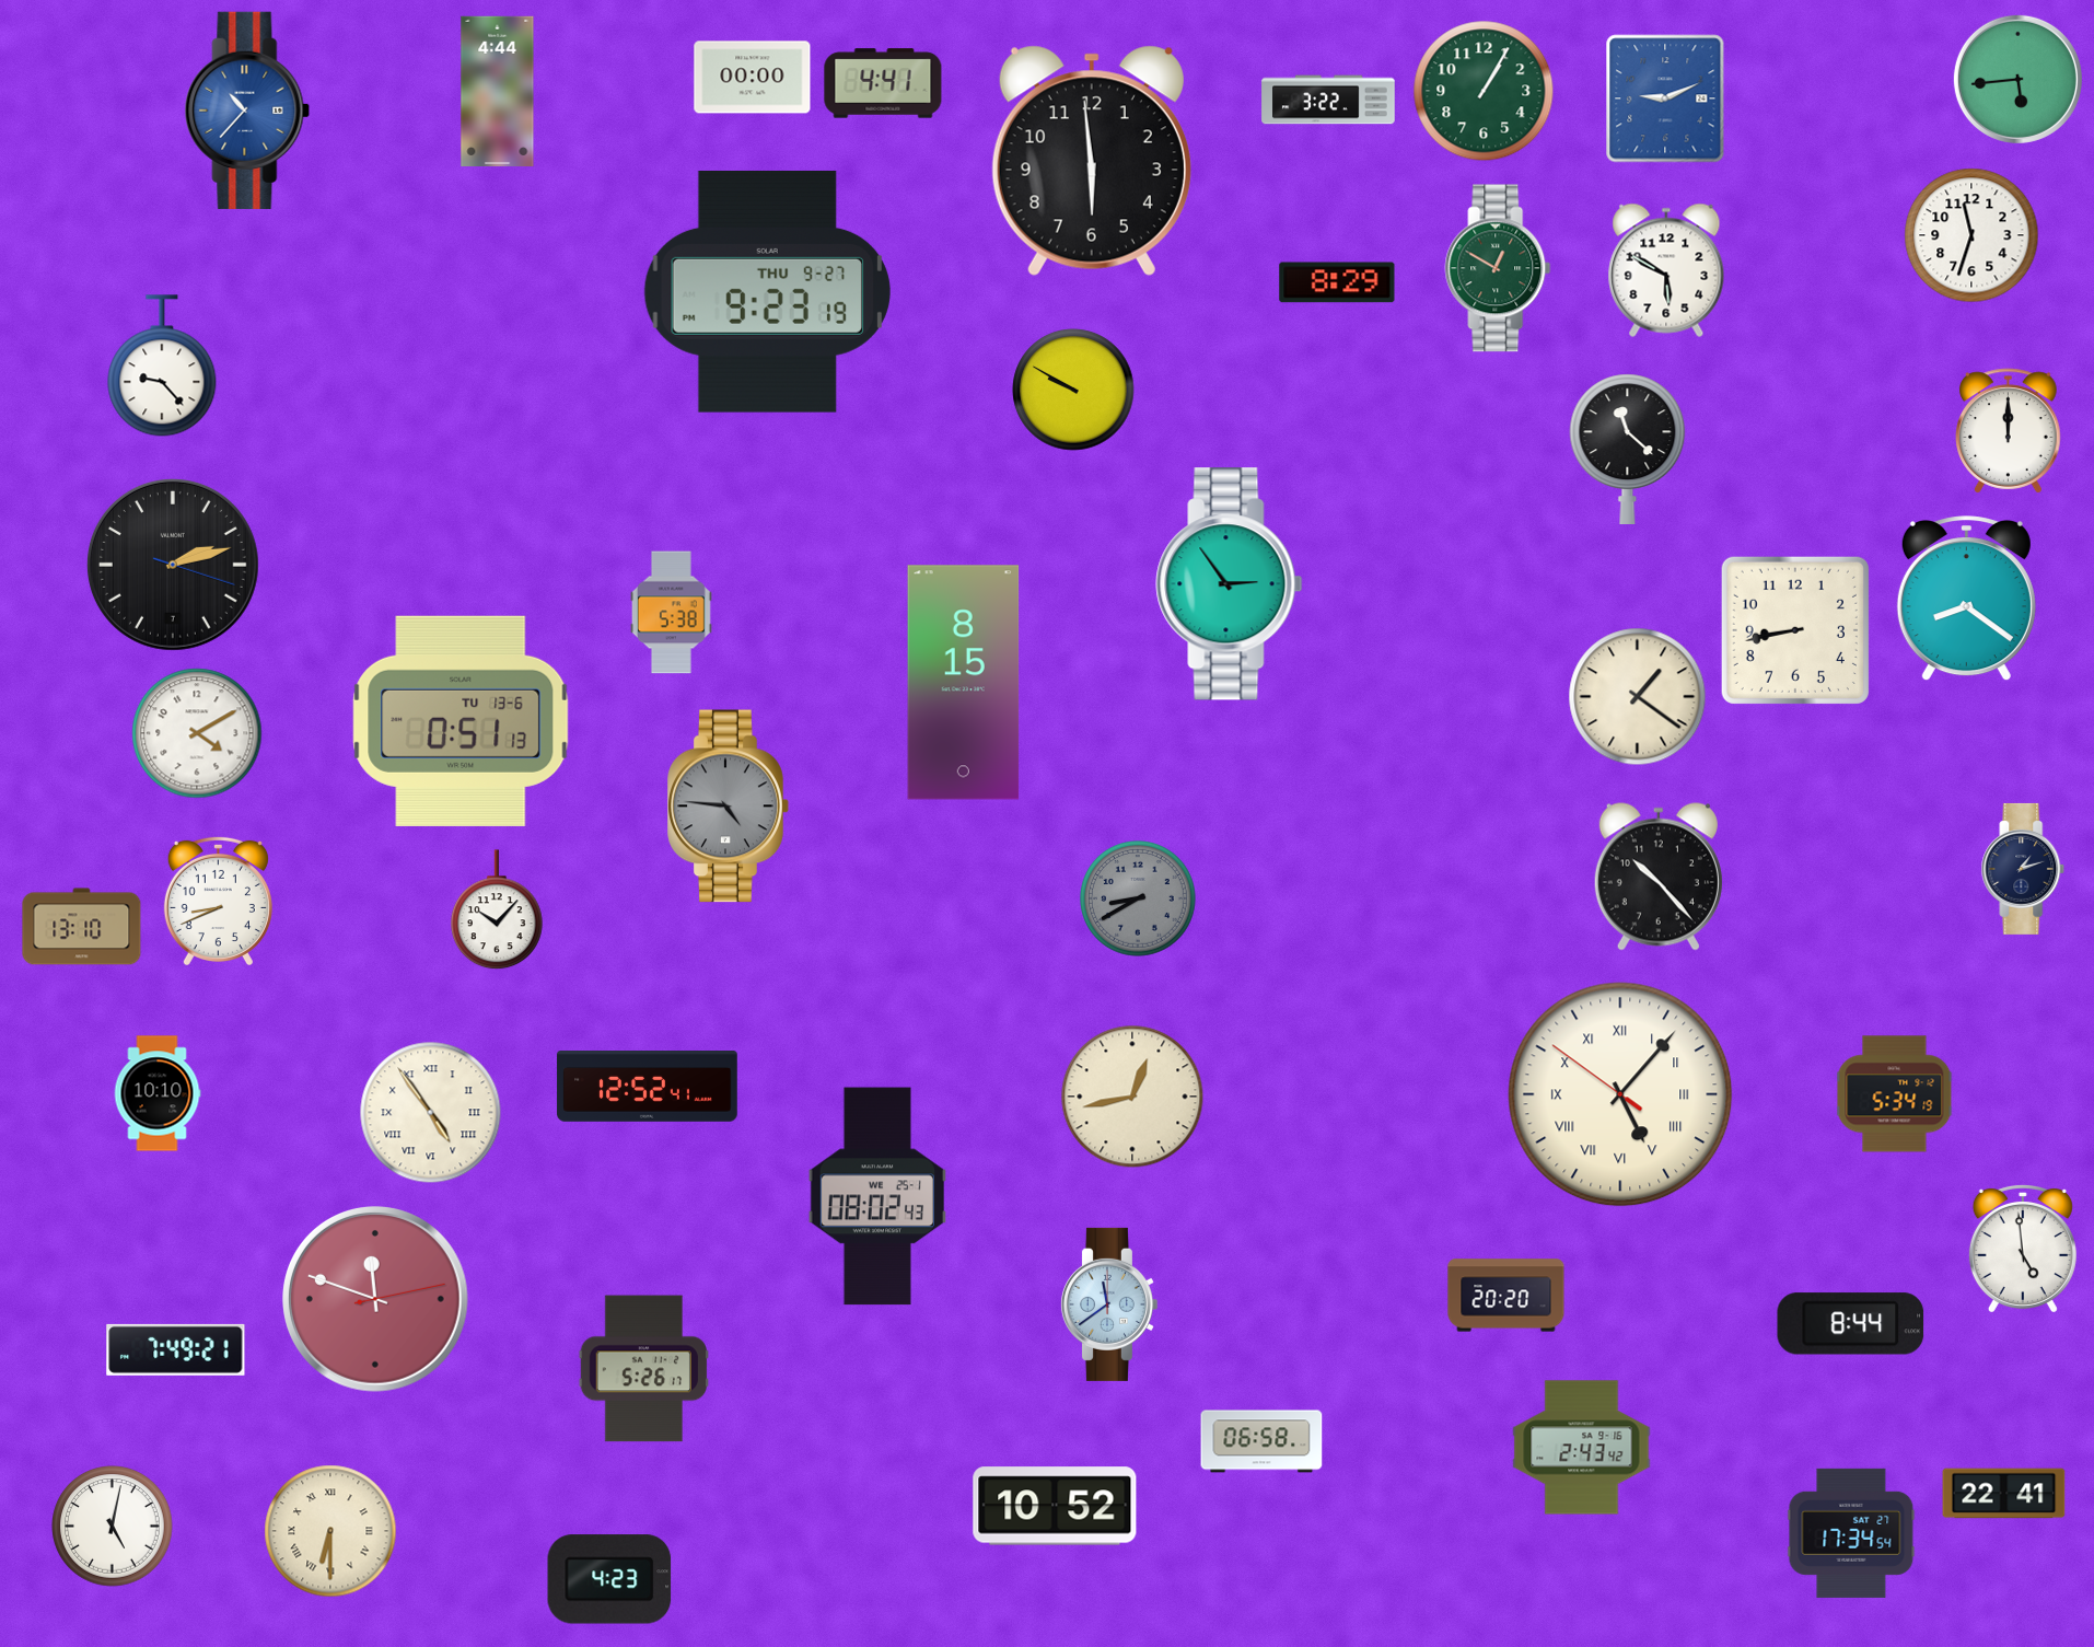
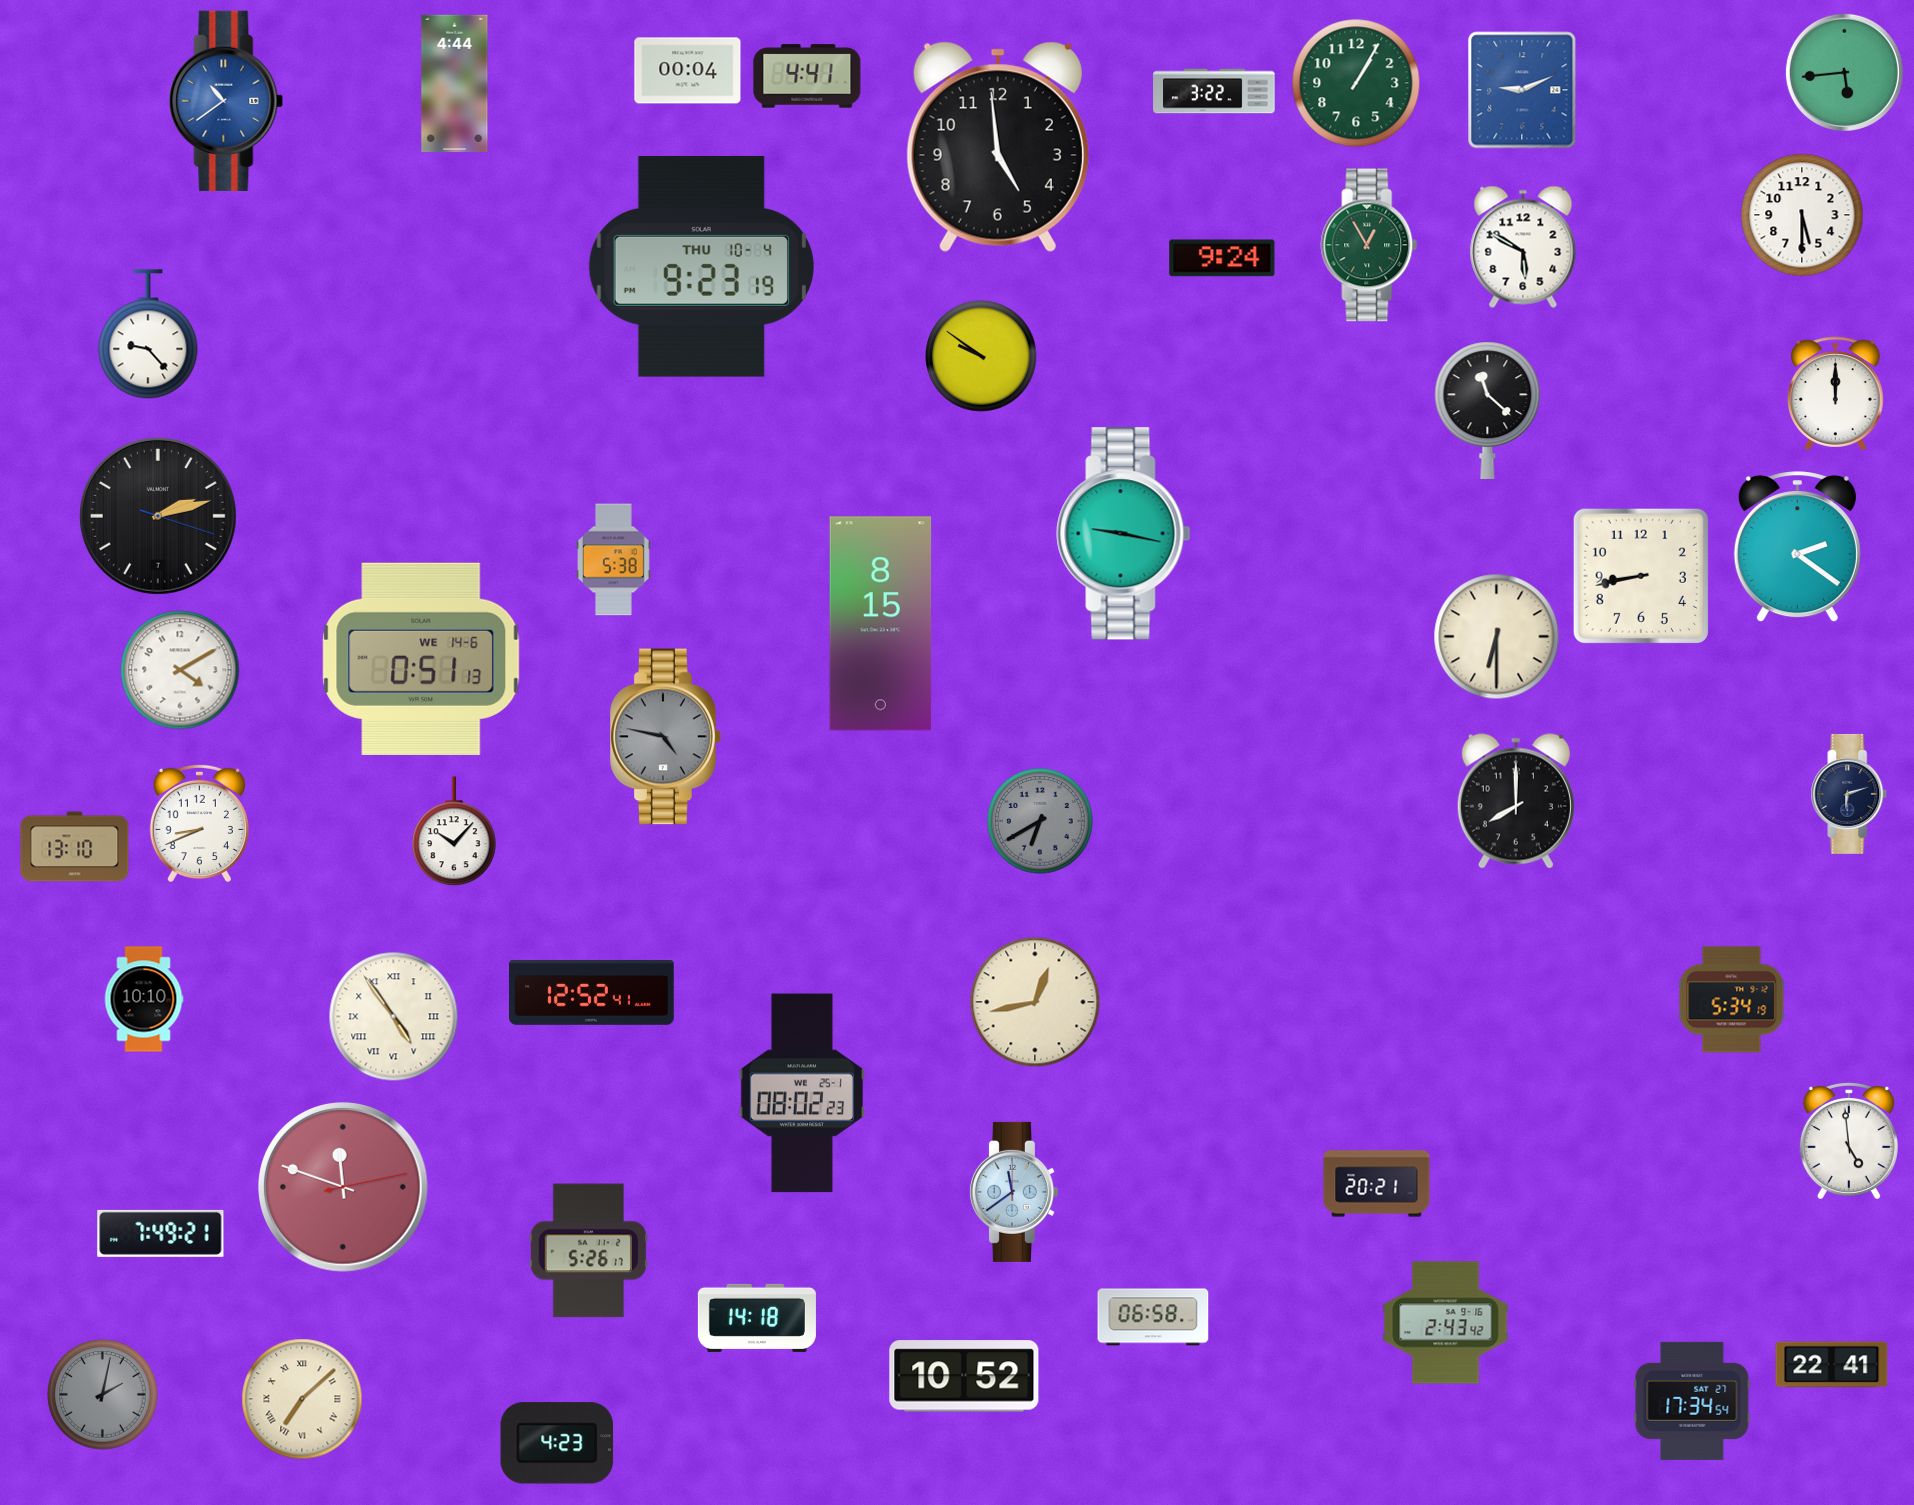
clock at (753, 78): 00:00 -> 00:04
clock at (247, 111): 10:37 -> 10:39
clock at (1092, 161): 5:59 -> 4:59
clock at (1971, 235): 11:33 -> 5:30
clock at (1498, 268): 12:50 -> 12:55
clock at (1337, 282): 8:29 -> 9:24
clock at (767, 291) date: THU 9-27 -> THU 10-4
clock at (1073, 390): 9:50 -> 9:51
clock at (1230, 584): 2:54 -> 9:17
clock at (1966, 599): 8:21 -> 2:21
clock at (1638, 697): 1:21 -> 6:30
clock at (461, 721) date: TU 13-6 -> WE 14-6
clock at (729, 807): 4:46 -> 4:47
clock at (2023, 869): 1:12 -> 6:12
clock at (1659, 877): 10:23 -> 8:00
clock at (1139, 900): 8:40 -> 6:40
clock at (1620, 1094): 5:06 -> none
clock at (876, 1196): 08:02:43 -> 08:02:23
clock at (1506, 1296): 20:20 -> 20:21
clock at (1851, 1324): 8:44 -> none
clock at (757, 1318): none -> 14:18
clock at (113, 1527): 5:02 -> 2:02
clock at (113, 1527) dial: white -> grey
clock at (330, 1531): 6:30 -> 7:08
